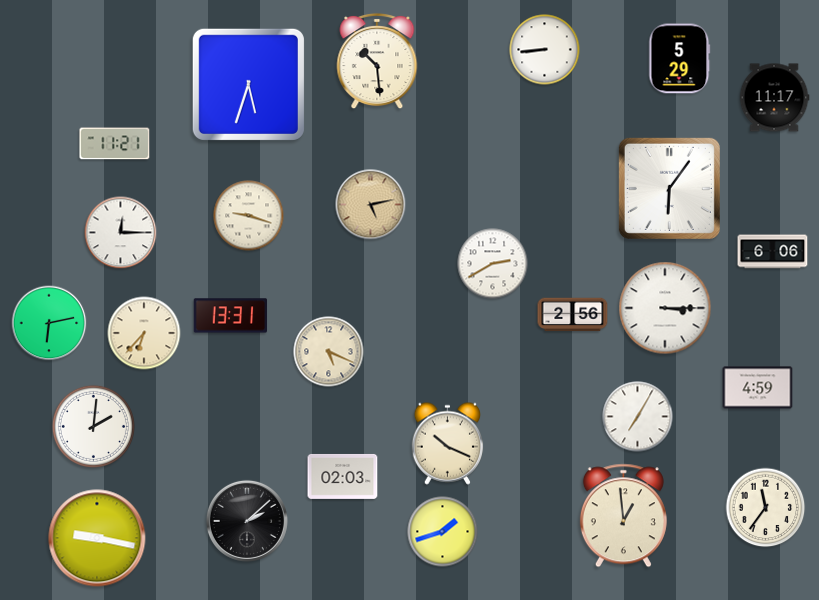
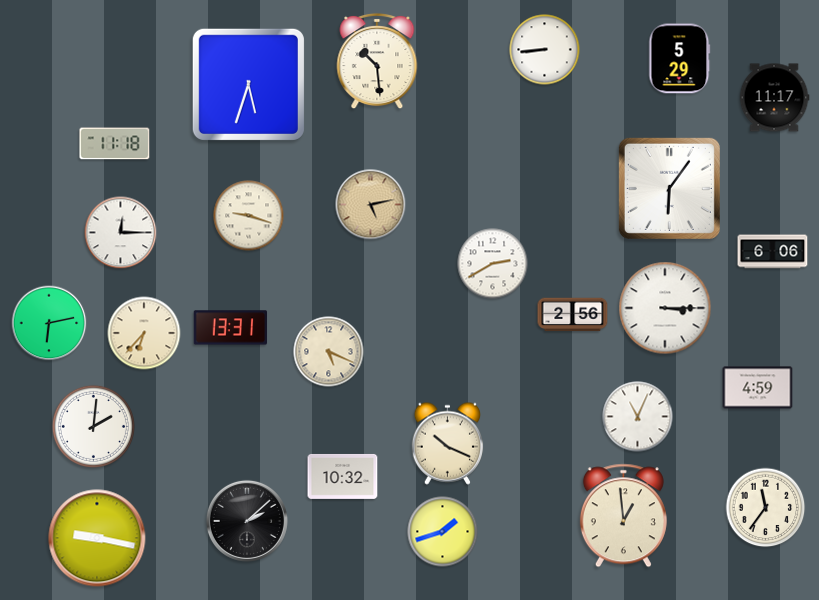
clock at (115, 144): 11:21 -> 11:18
clock at (231, 316) position: (231, 316) -> (231, 328)
clock at (638, 417): 7:05 -> 11:04
clock at (343, 476): 02:03 -> 10:32
